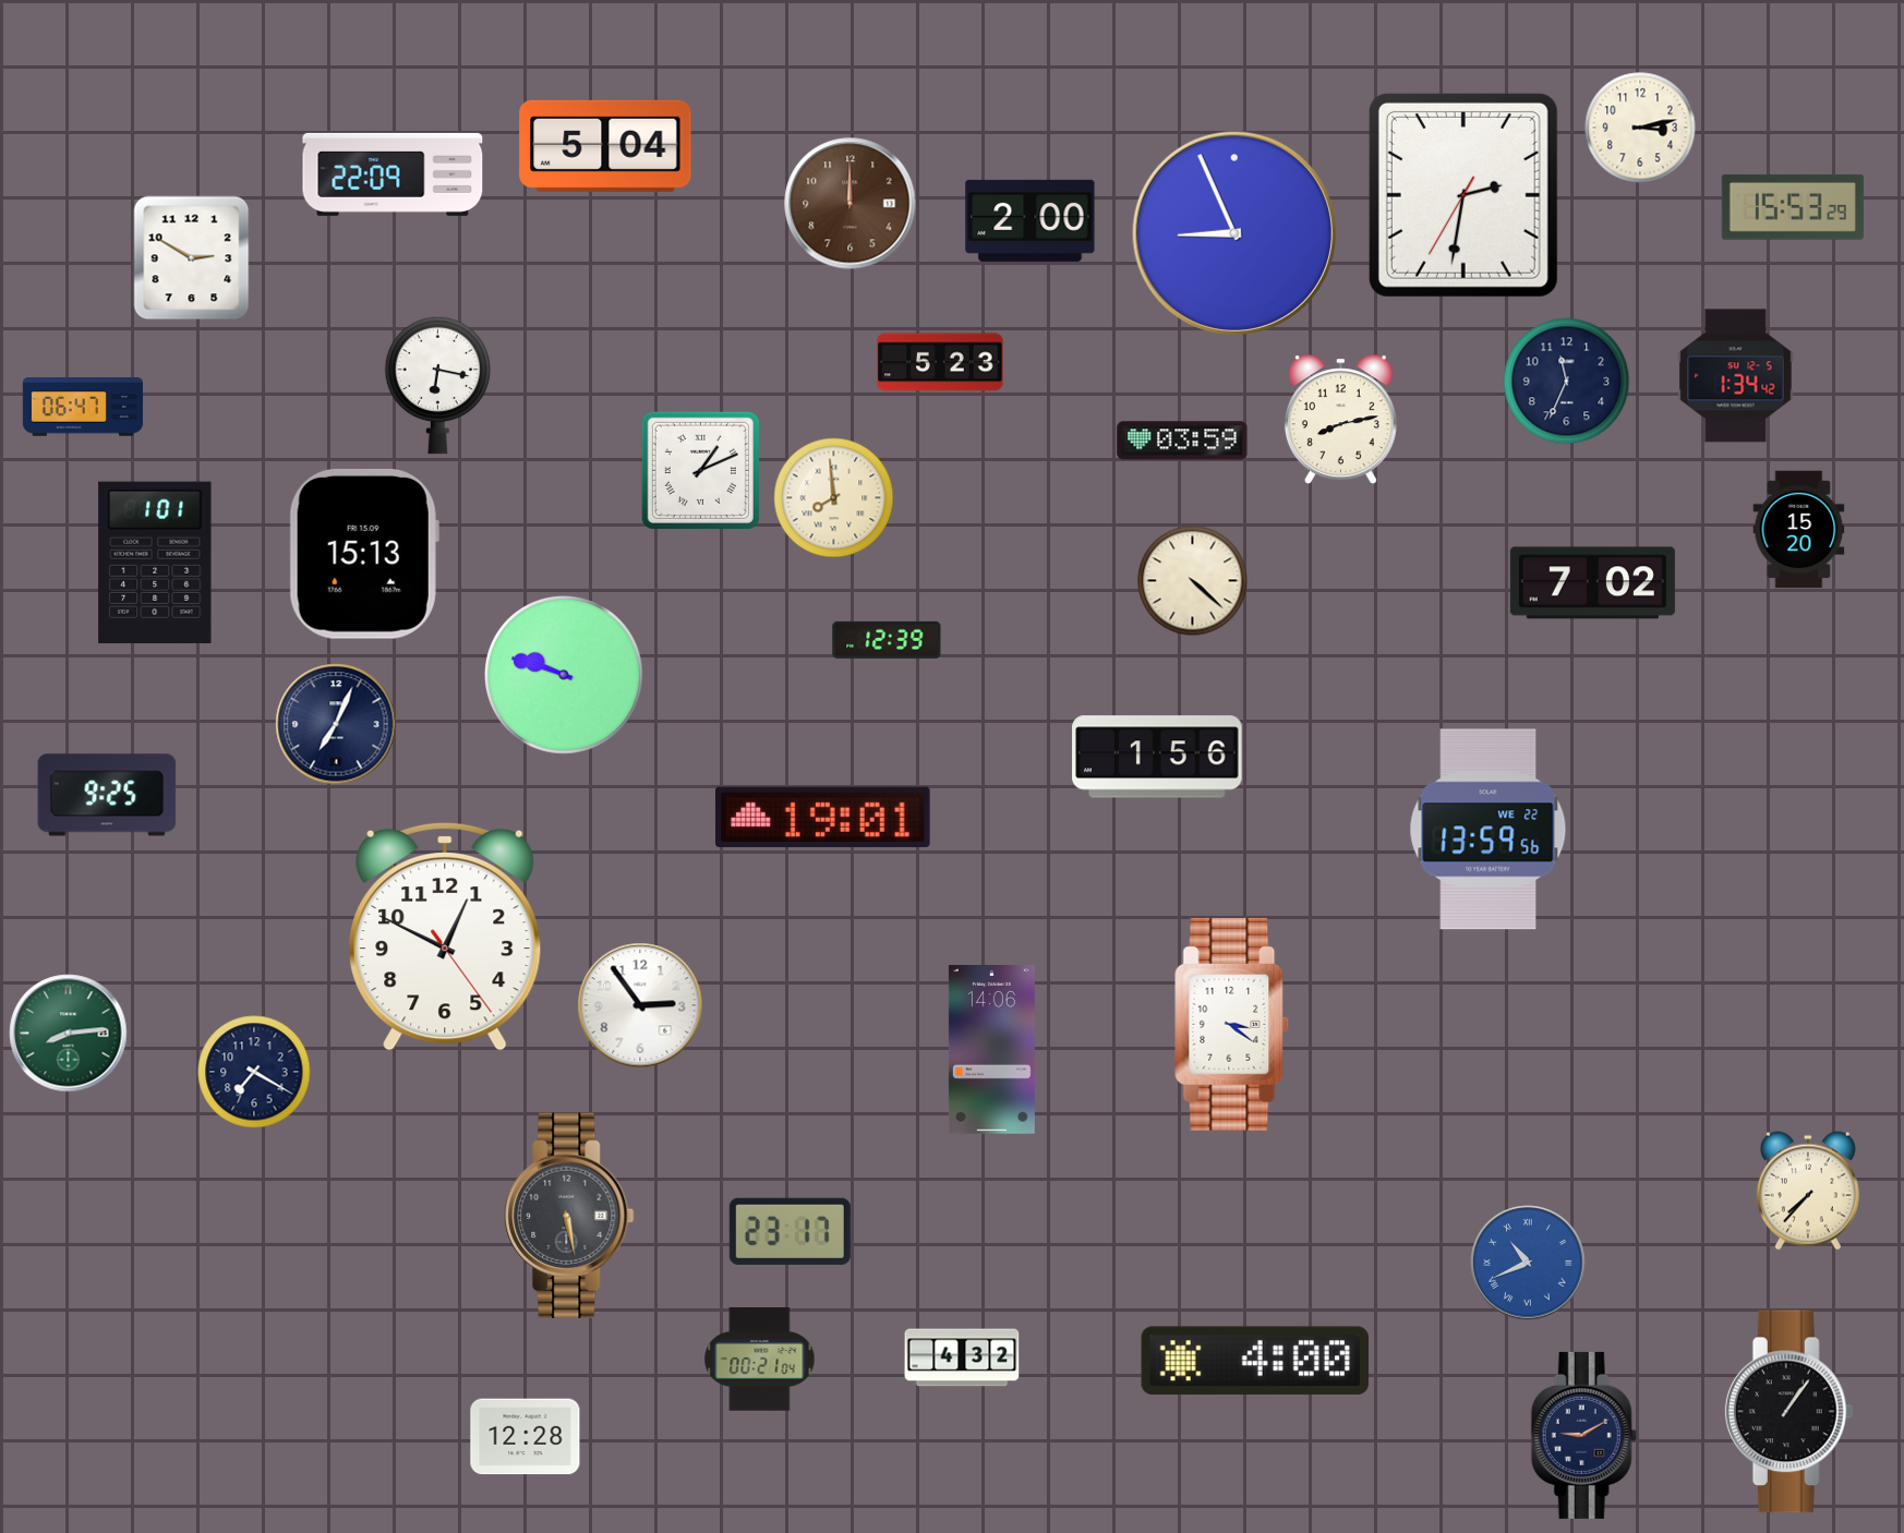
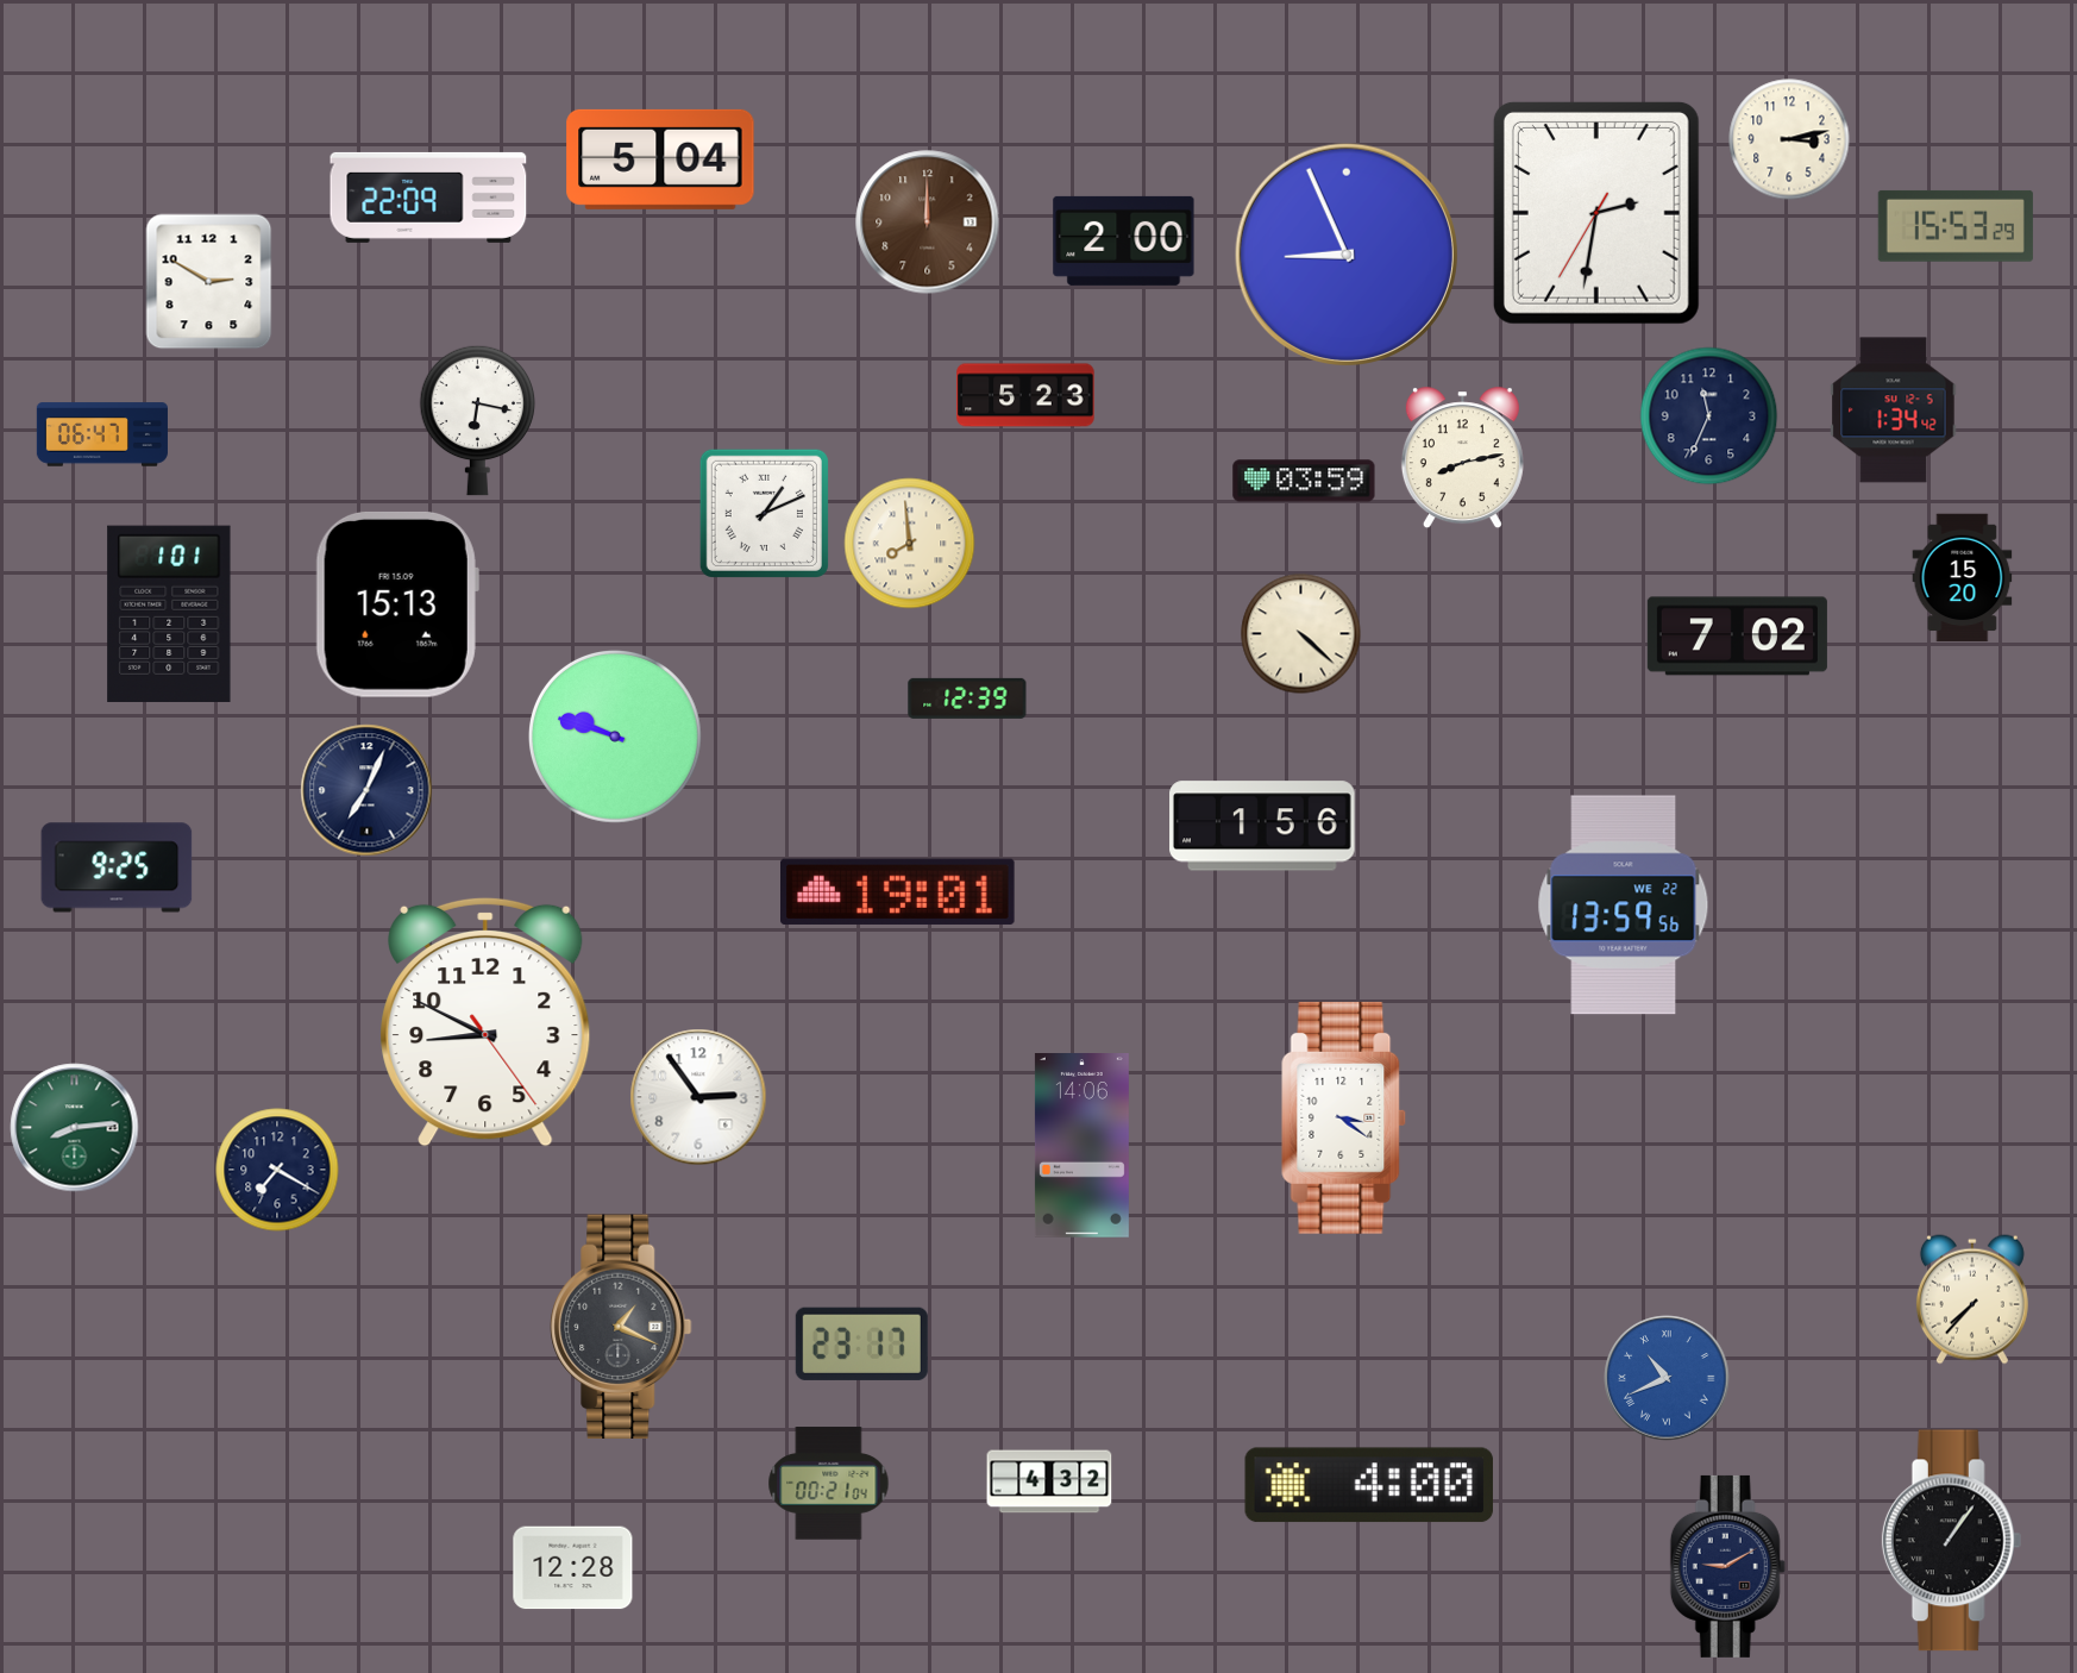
clock at (393, 174) position: (393, 174) -> (428, 198)
clock at (83, 407) position: (83, 407) -> (102, 434)
clock at (1182, 440) position: (1182, 440) -> (1304, 481)
clock at (445, 937): 12:49 -> 8:49
clock at (569, 1216): 5:28 -> 1:19
